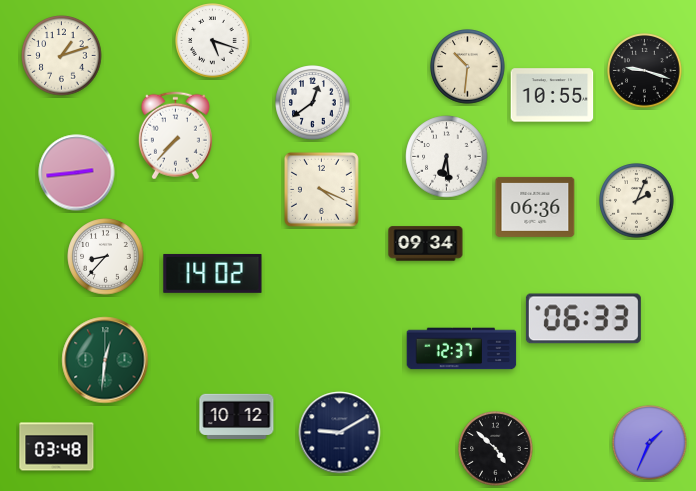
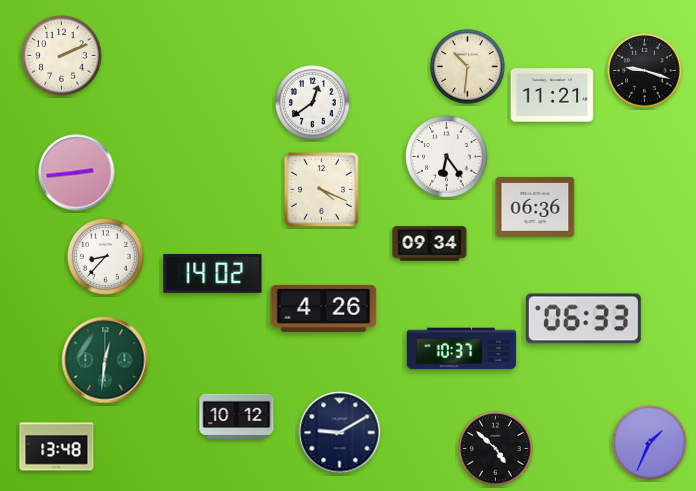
clock at (213, 41): 5:18 -> none
clock at (62, 56): 1:12 -> 2:11
clock at (552, 95): 10:55 -> 11:21
clock at (175, 136): 7:37 -> none
clock at (447, 157): 6:29 -> 6:24
clock at (637, 201): 2:04 -> none
clock at (426, 244) position: (426, 244) -> (430, 244)
clock at (324, 308): none -> 4:26
clock at (462, 349): 12:37 -> 10:37
clock at (57, 447): 03:48 -> 13:48
